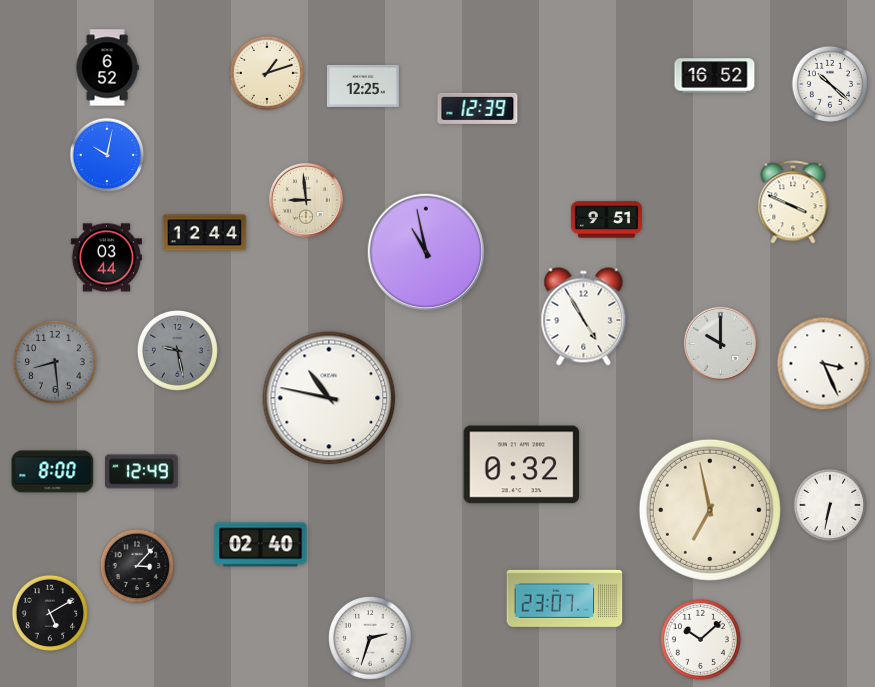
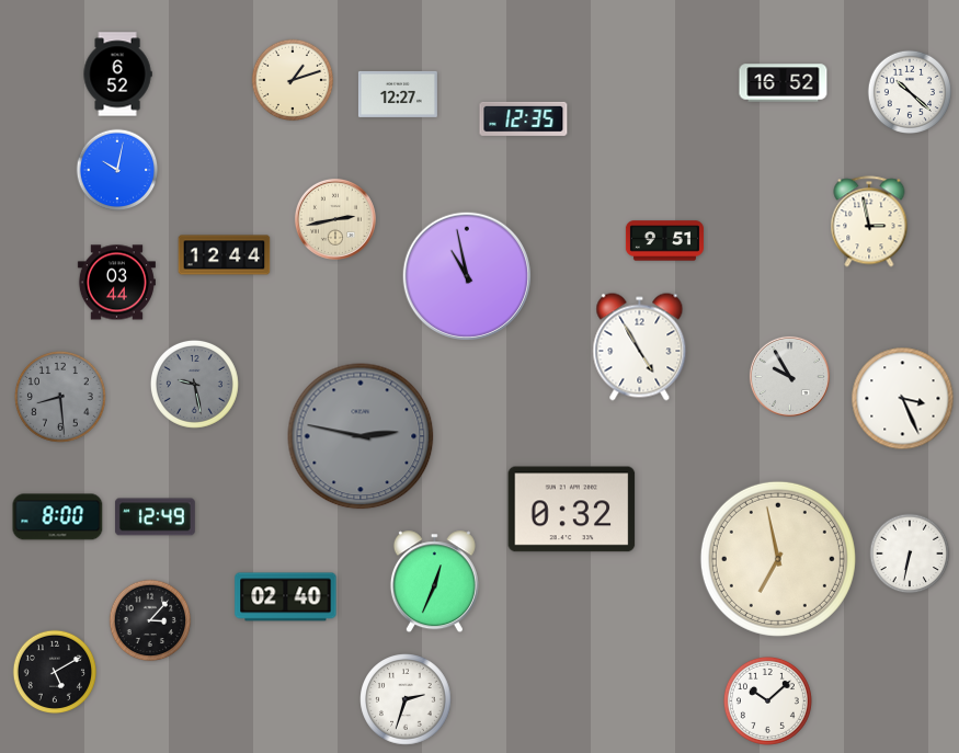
clock at (363, 86): 12:25 -> 12:27
clock at (478, 108): 12:39 -> 12:35
clock at (306, 200): 8:59 -> 2:43
clock at (793, 202): 3:49 -> 2:58
clock at (720, 343): 10:00 -> 9:55
clock at (329, 398): 10:47 -> 2:47
clock at (329, 398) dial: white -> grey
clock at (434, 582): none -> 12:34
clock at (565, 598): 23:07 -> none
